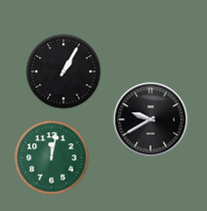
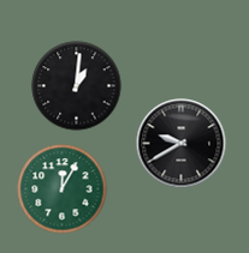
clock at (64, 72): 1:05 -> 1:01
clock at (52, 158): 12:02 -> 12:05
